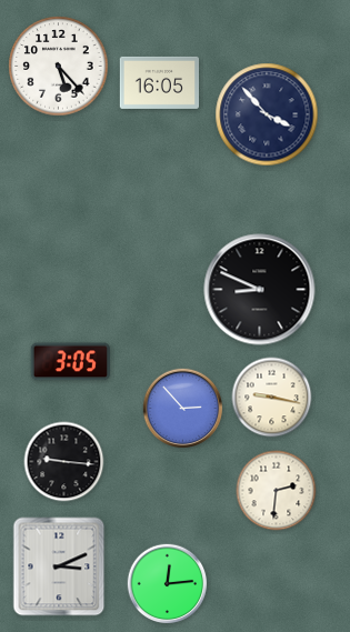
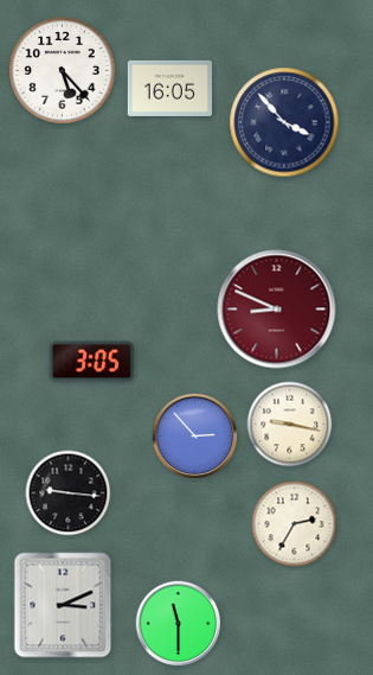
clock at (260, 290) dial: black -> burgundy
clock at (70, 362) position: (70, 362) -> (91, 362)
clock at (277, 491): 2:31 -> 2:35
clock at (168, 584): 12:14 -> 11:30
